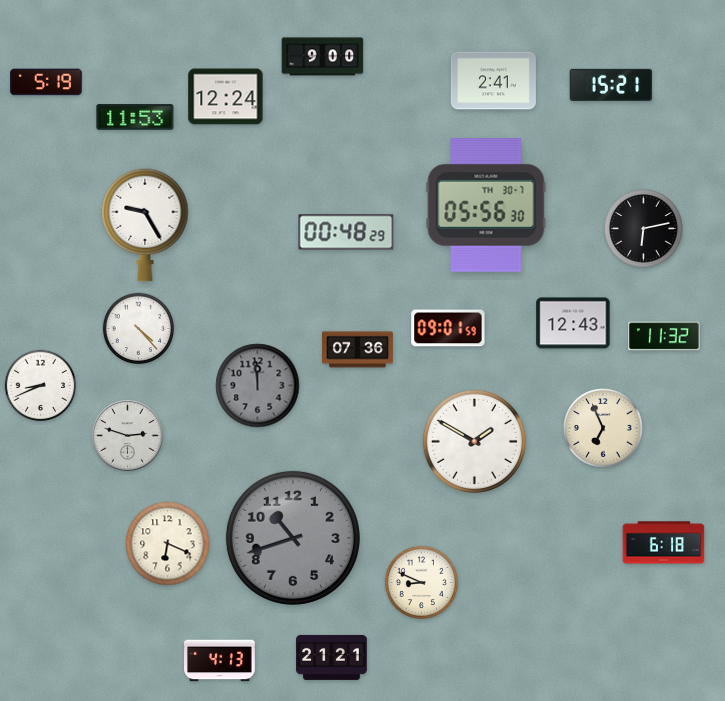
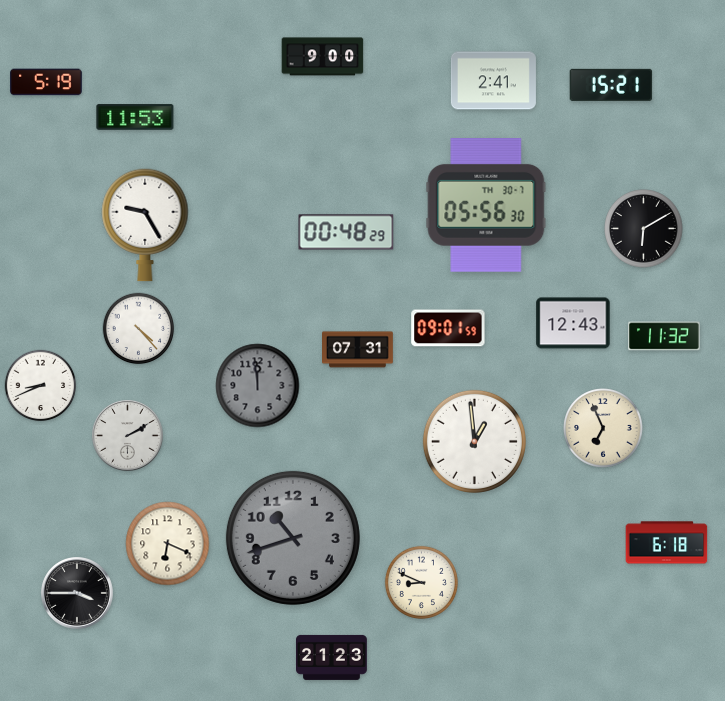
clock at (226, 97): 12:24 -> none
clock at (644, 229): 6:13 -> 6:10
clock at (358, 350): 07:36 -> 07:31
clock at (128, 436): 2:48 -> 2:10
clock at (474, 441): 1:50 -> 12:59
clock at (664, 543) position: (664, 543) -> (667, 543)
clock at (77, 593): none -> 3:45
clock at (332, 657): 21:21 -> 21:23
clock at (220, 661): 4:13 -> none
